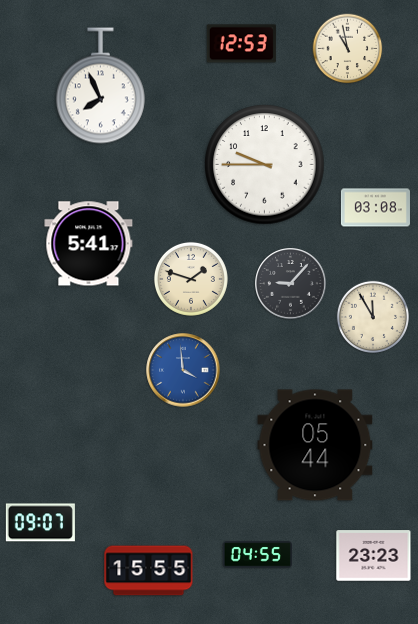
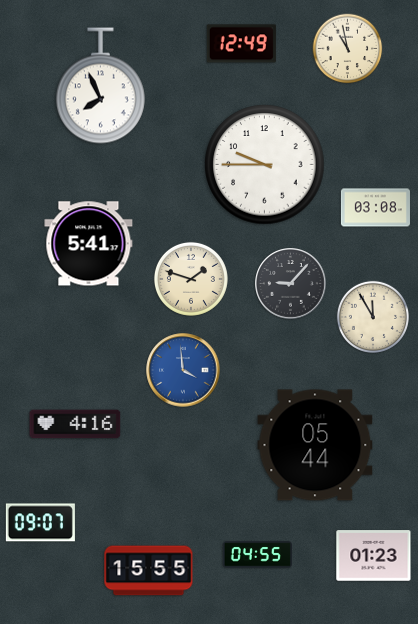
clock at (241, 44): 12:53 -> 12:49
clock at (75, 424): none -> 4:16
clock at (374, 556): 23:23 -> 01:23
